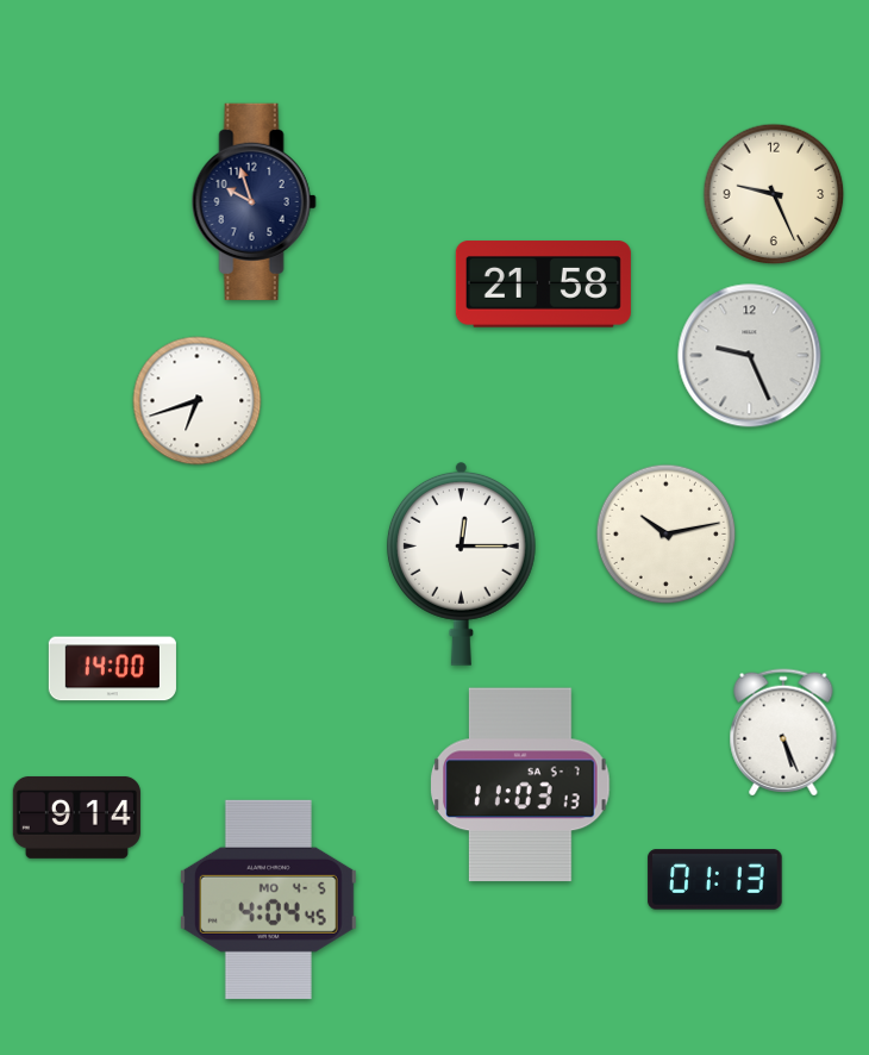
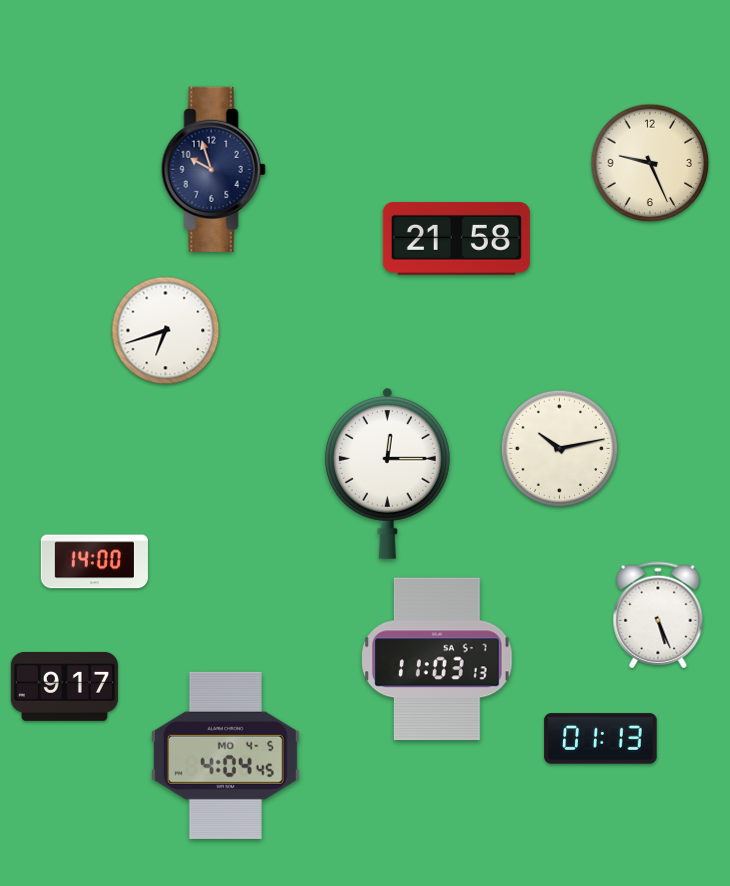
clock at (750, 356): 9:26 -> none
clock at (198, 401) position: (198, 401) -> (166, 331)
clock at (76, 817): 9:14 -> 9:17
